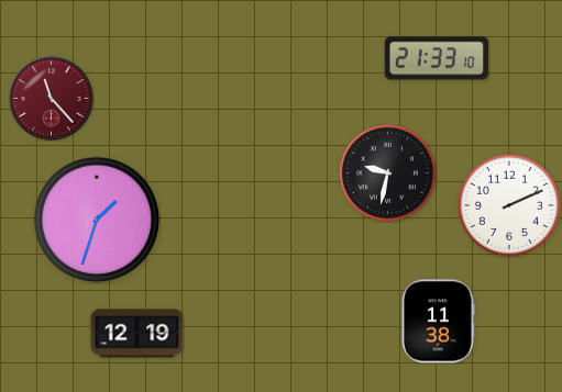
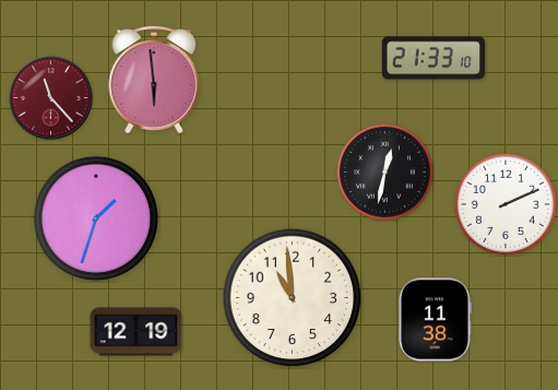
clock at (154, 81): none -> 5:59
clock at (387, 172): 9:32 -> 12:32
clock at (293, 298): none -> 10:59
